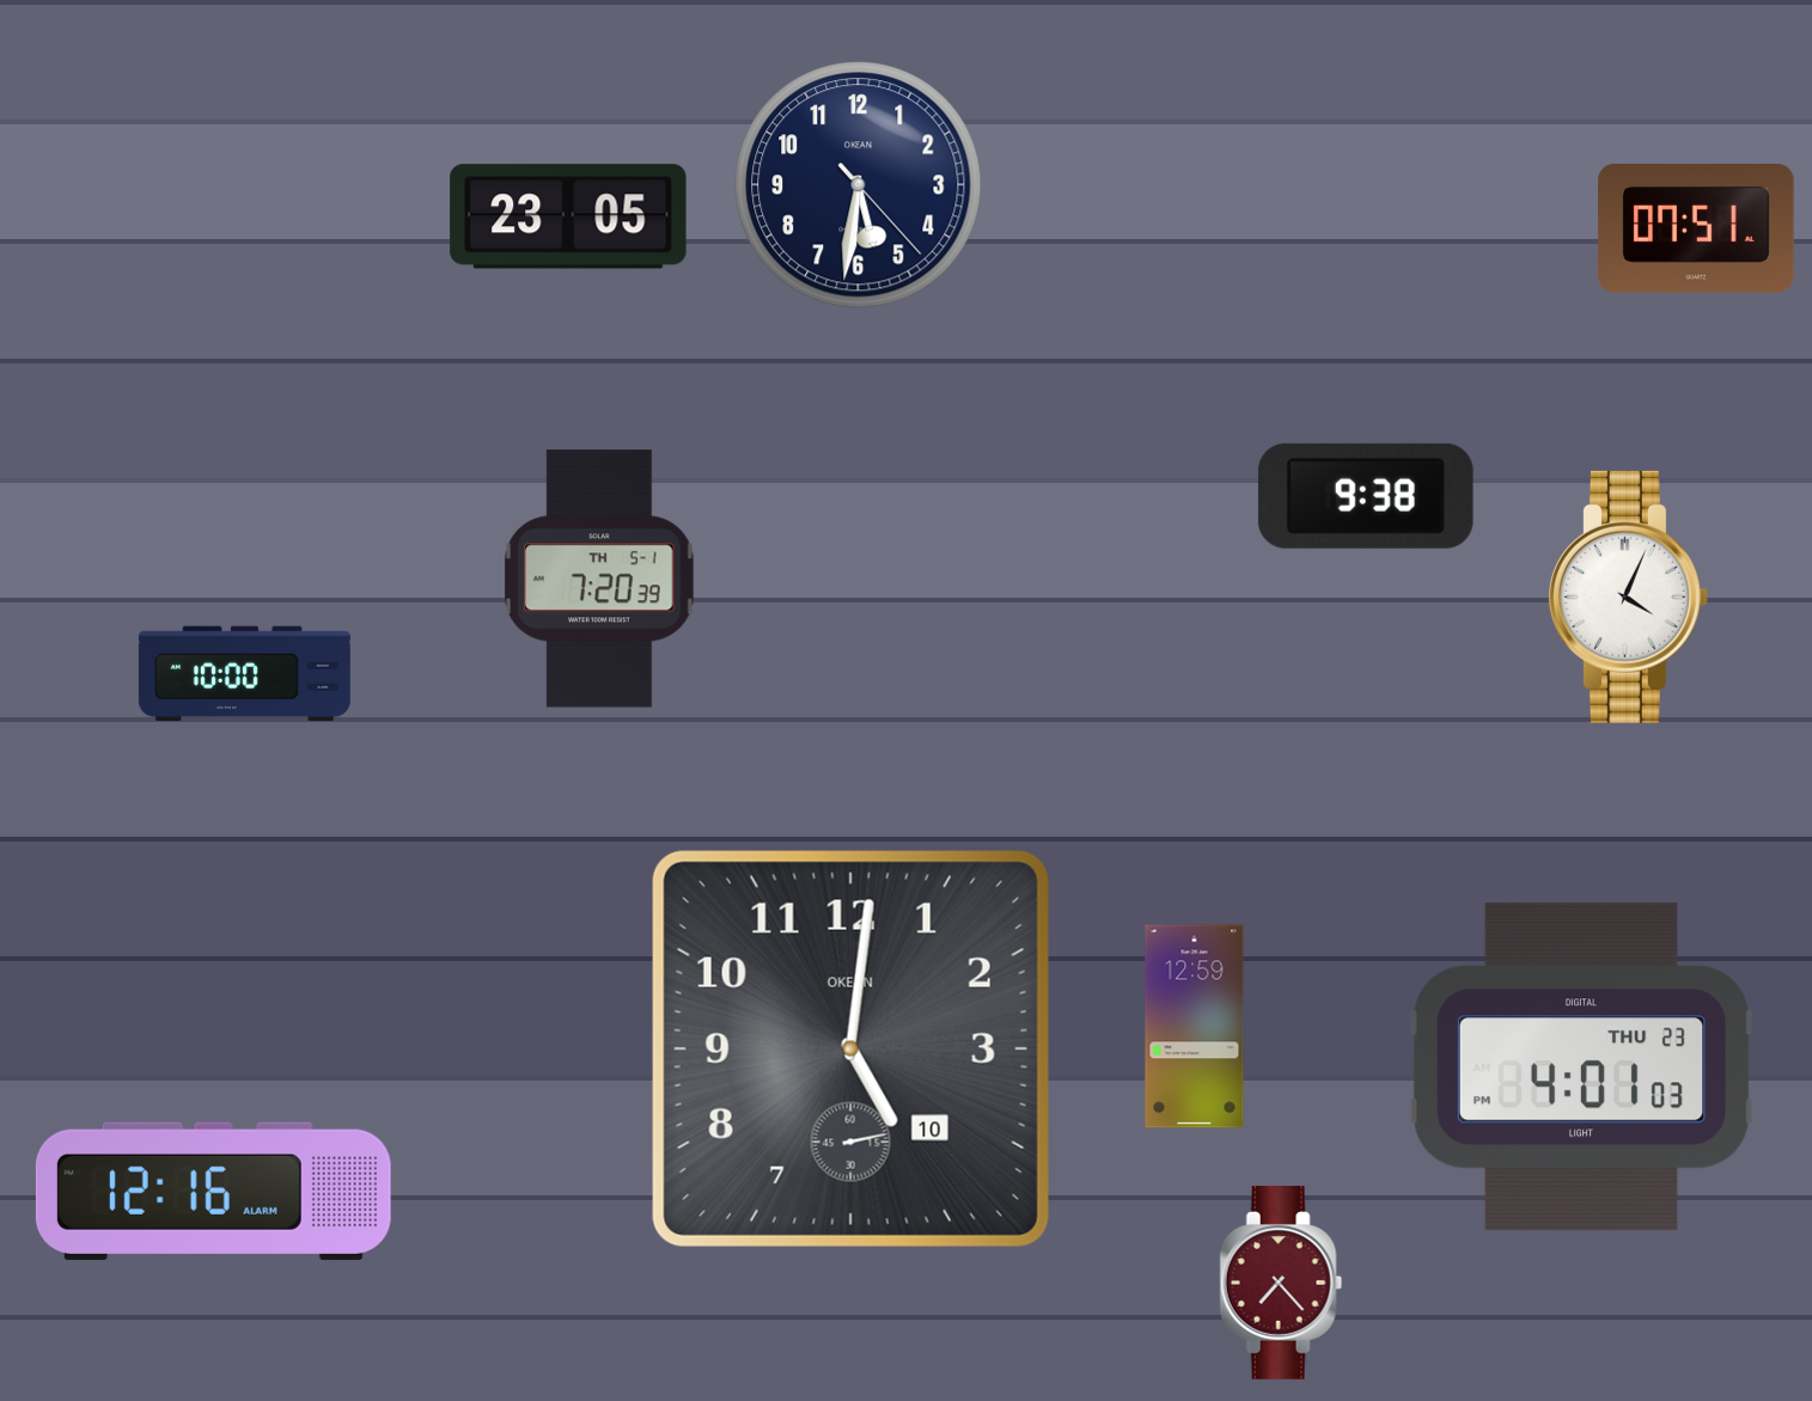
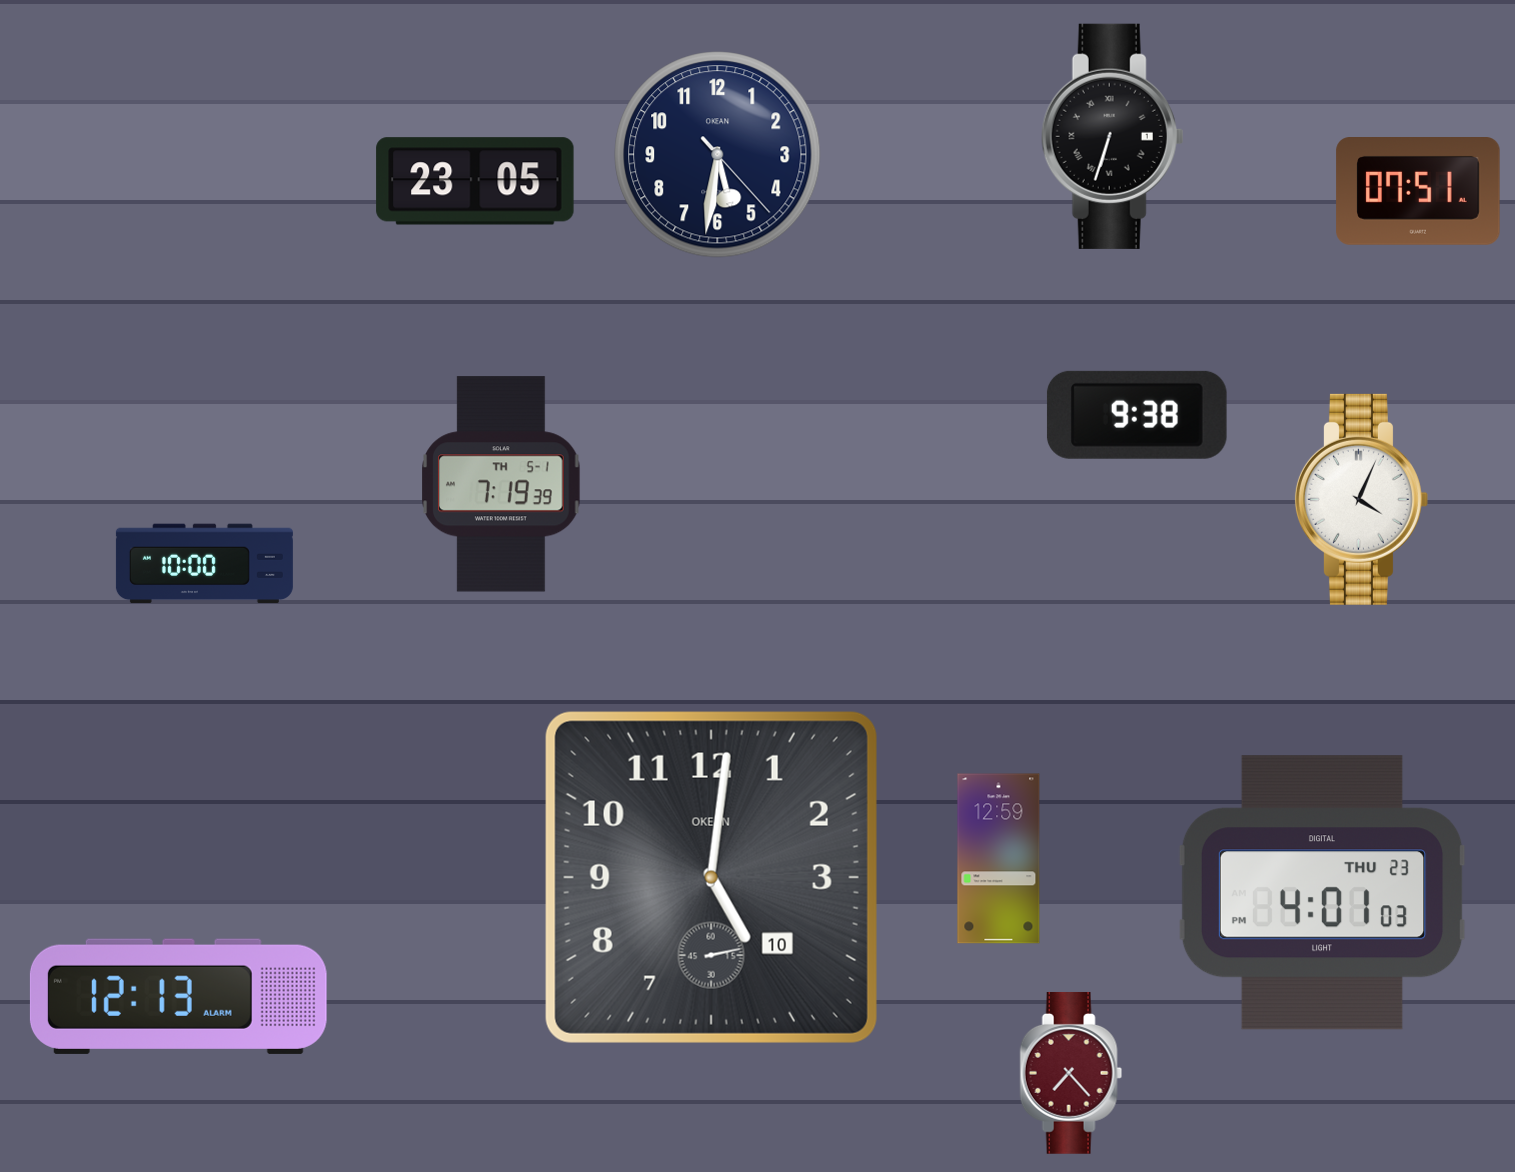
clock at (1112, 136): none -> 6:33
clock at (1366, 496) position: (1366, 496) -> (1137, 415)
clock at (599, 579): 7:20 -> 7:19
clock at (213, 1191): 12:16 -> 12:13
